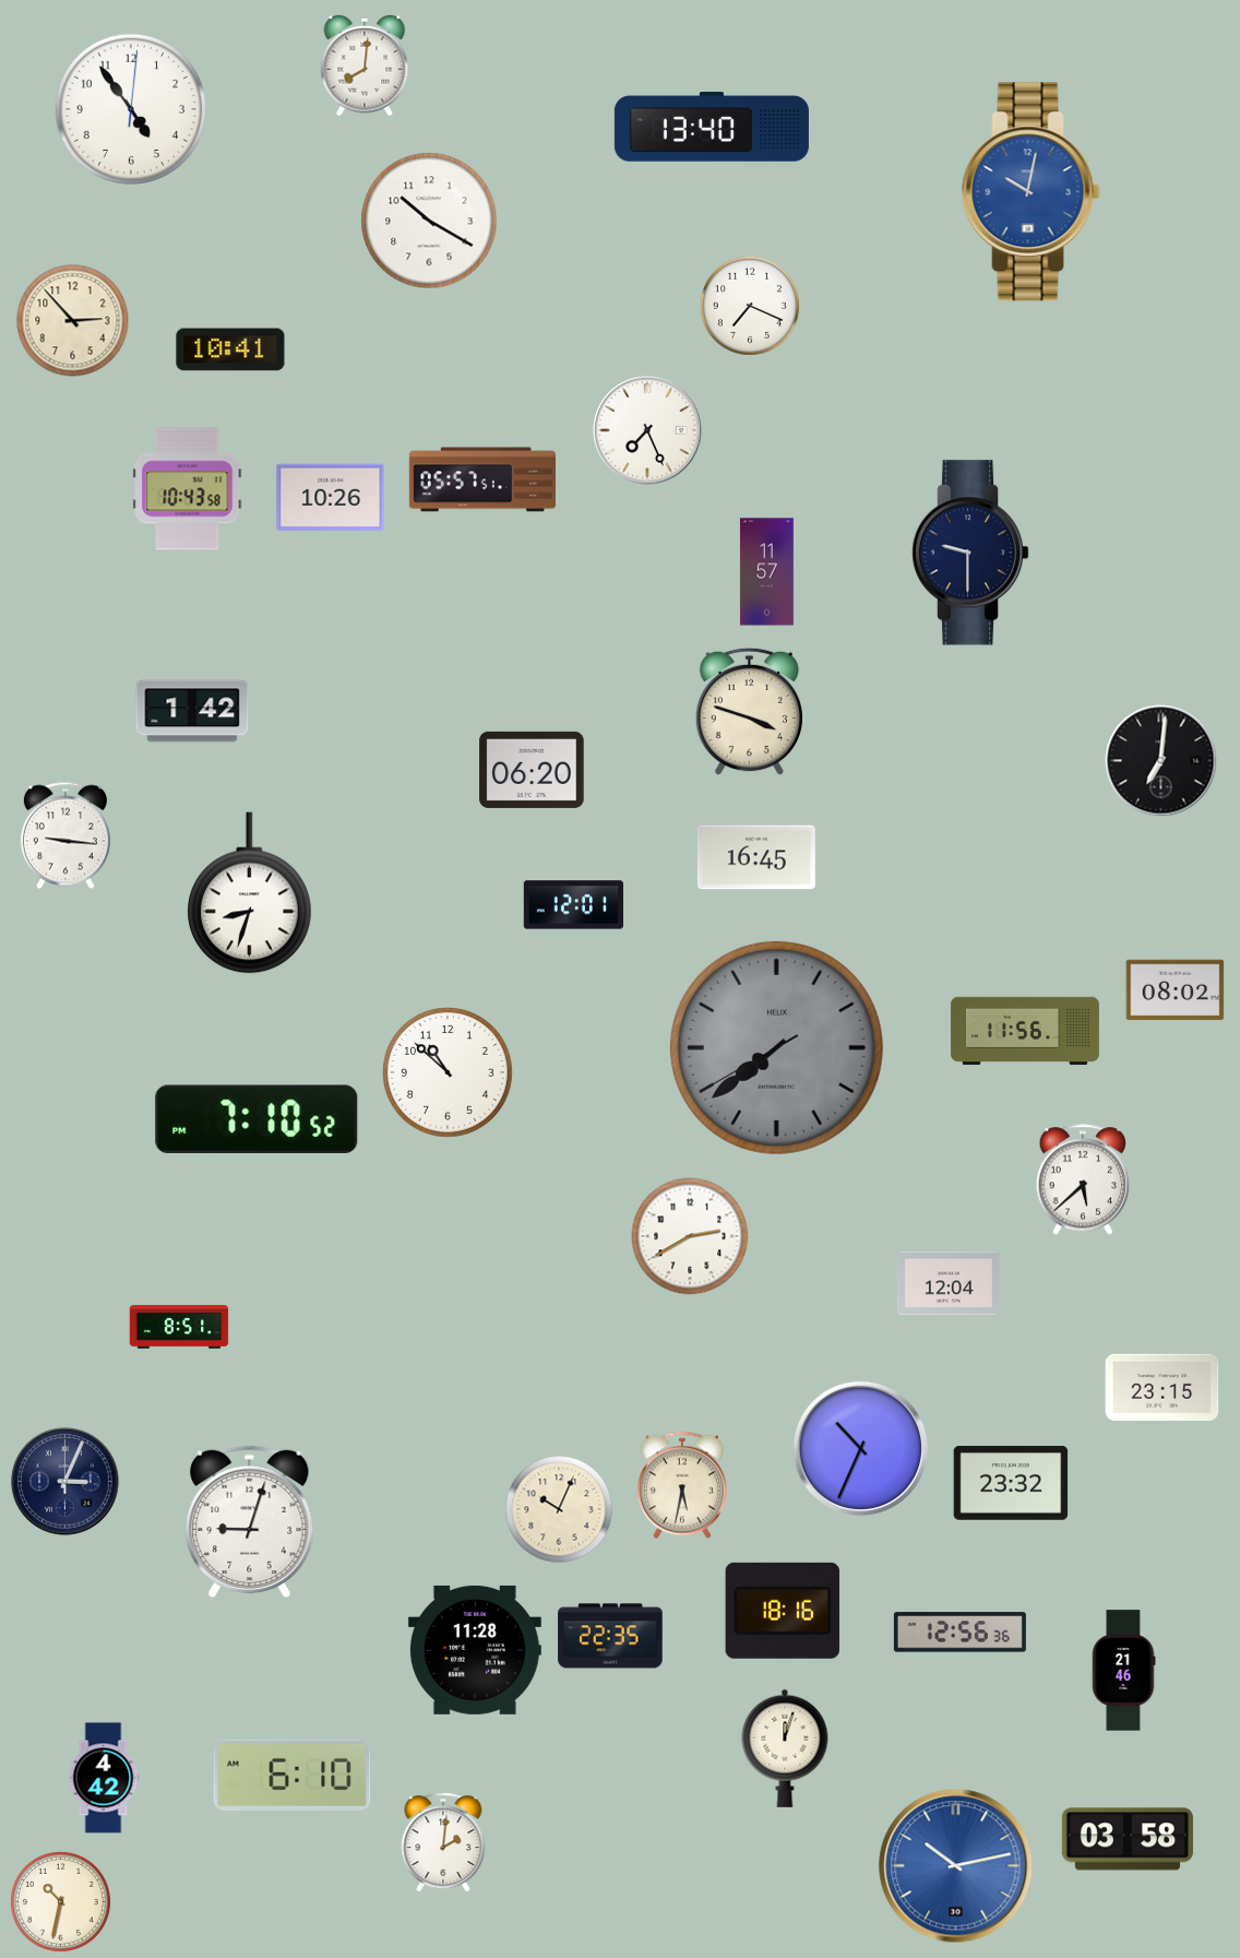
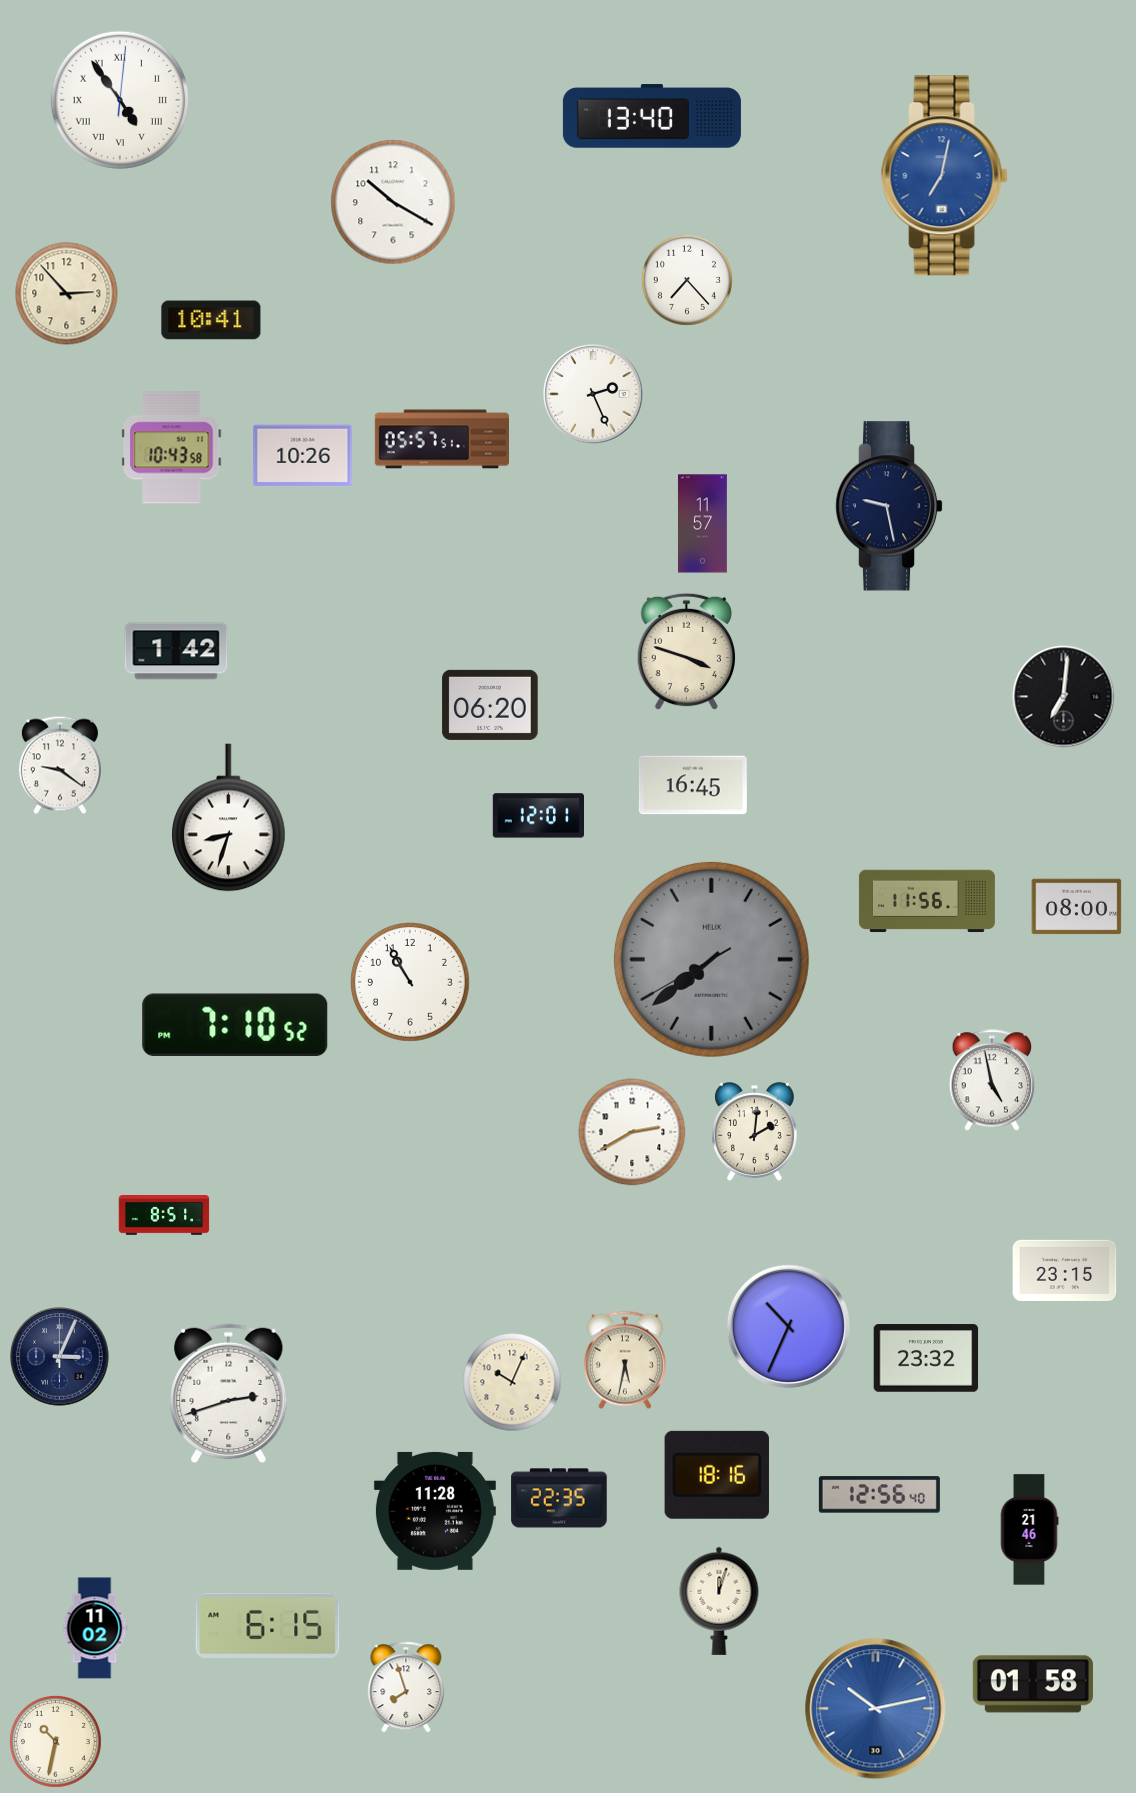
clock at (365, 66): 8:01 -> none
clock at (130, 108) numerals: Arabic -> Roman
clock at (1030, 192): 10:02 -> 7:02
clock at (750, 306): 7:19 -> 7:23
clock at (647, 430): 7:26 -> 2:26
clock at (970, 553): 9:30 -> 9:28
clock at (532, 770) position: (532, 770) -> (490, 705)
clock at (65, 835): 9:16 -> 9:21
clock at (573, 905) position: (573, 905) -> (538, 816)
clock at (1176, 990): 08:02 -> 08:00
clock at (1025, 1031) position: (1025, 1031) -> (927, 901)
clock at (449, 1073): 10:52 -> 10:55
clock at (1083, 1179): 5:38 -> 4:58
clock at (755, 1132): none -> 2:01
clock at (949, 1283): 12:04 -> none
clock at (250, 1522): 9:03 -> 2:42
clock at (959, 1633): 12:56:36 -> 12:56:40
clock at (293, 1775): 6:10 -> 6:15
clock at (104, 1778): 4:42 -> 11:02
clock at (1128, 1839): 03:58 -> 01:58
clock at (443, 1842): 2:01 -> 7:57
